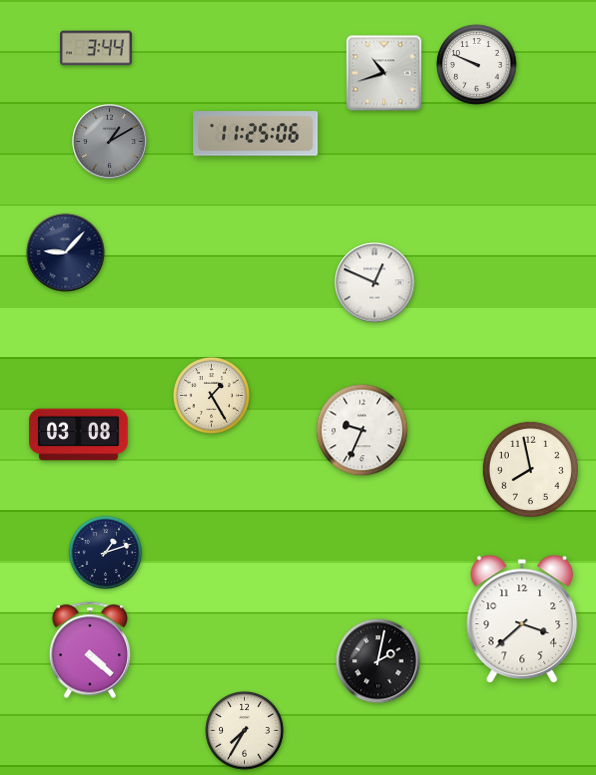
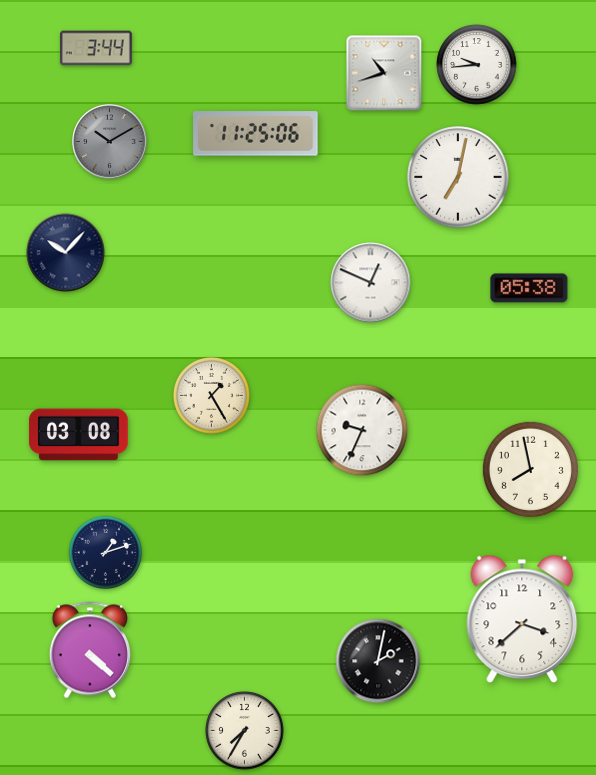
clock at (477, 65): 9:49 -> 9:44
clock at (110, 142): 1:10 -> 10:10
clock at (458, 177): none -> 7:02
clock at (66, 253): 9:07 -> 10:07
clock at (375, 283) position: (375, 283) -> (371, 283)
clock at (529, 288): none -> 05:38
